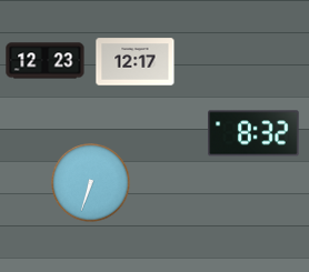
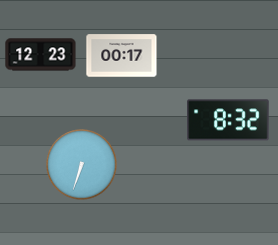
clock at (136, 62): 12:17 -> 00:17
